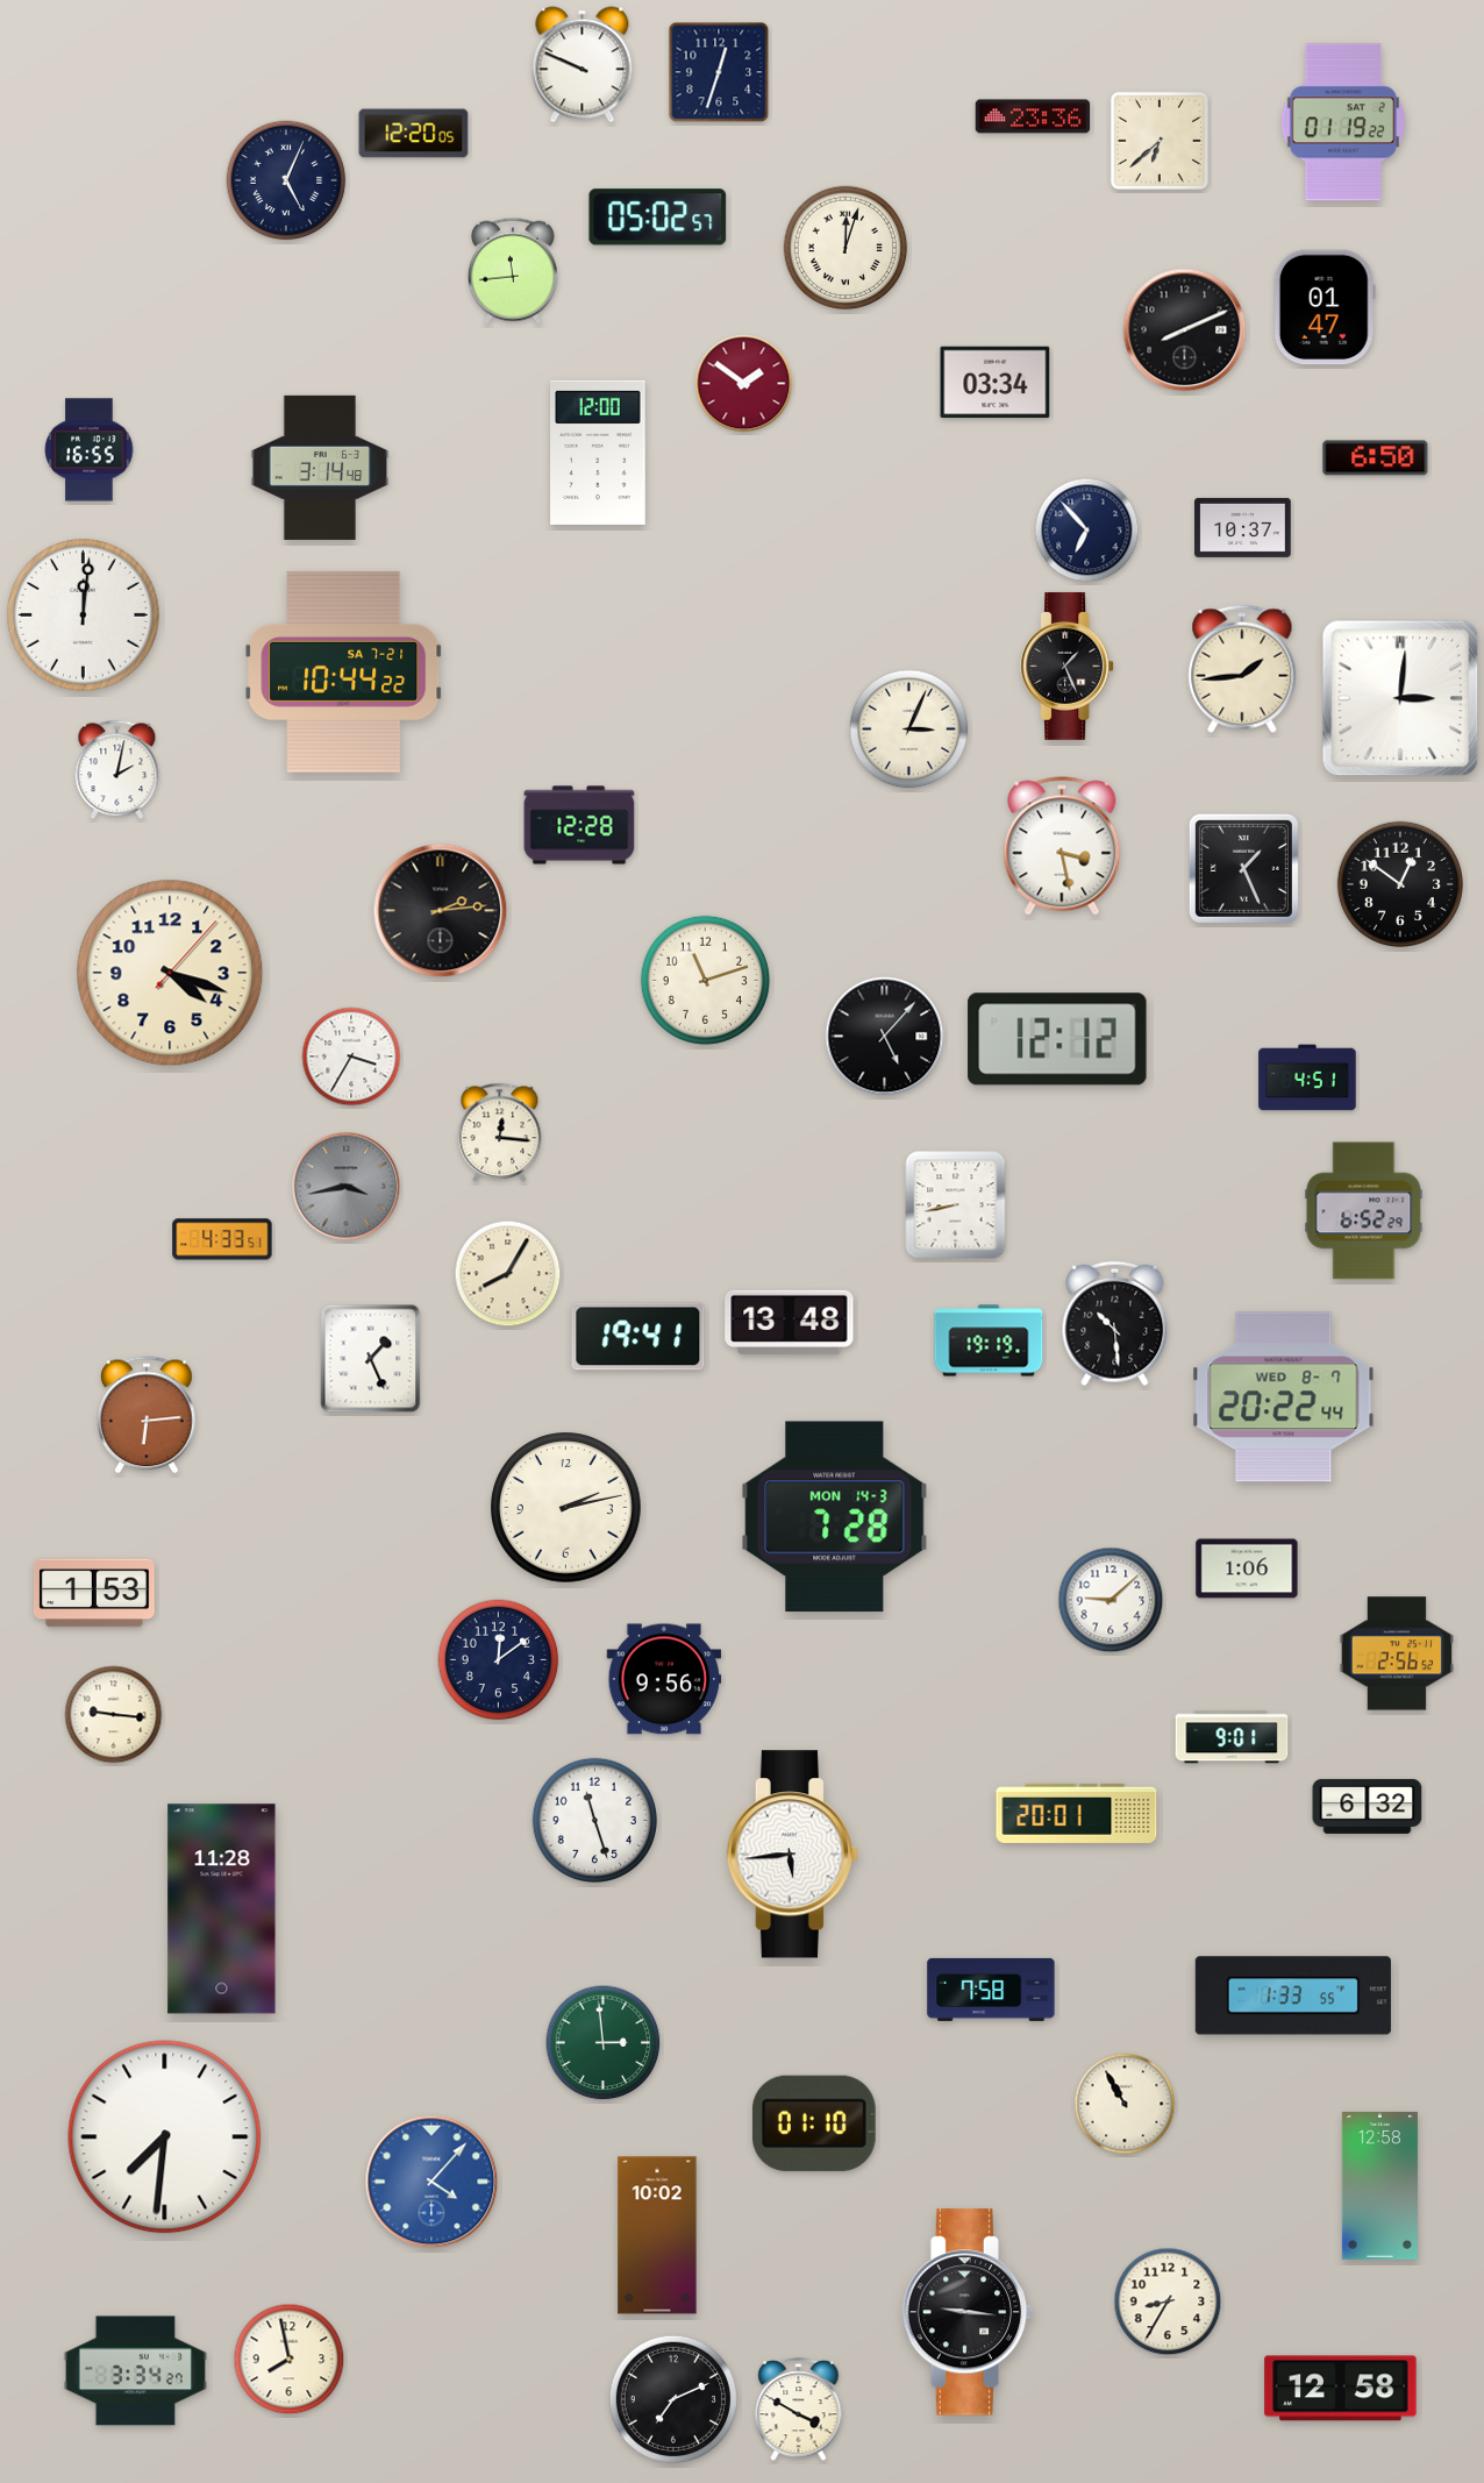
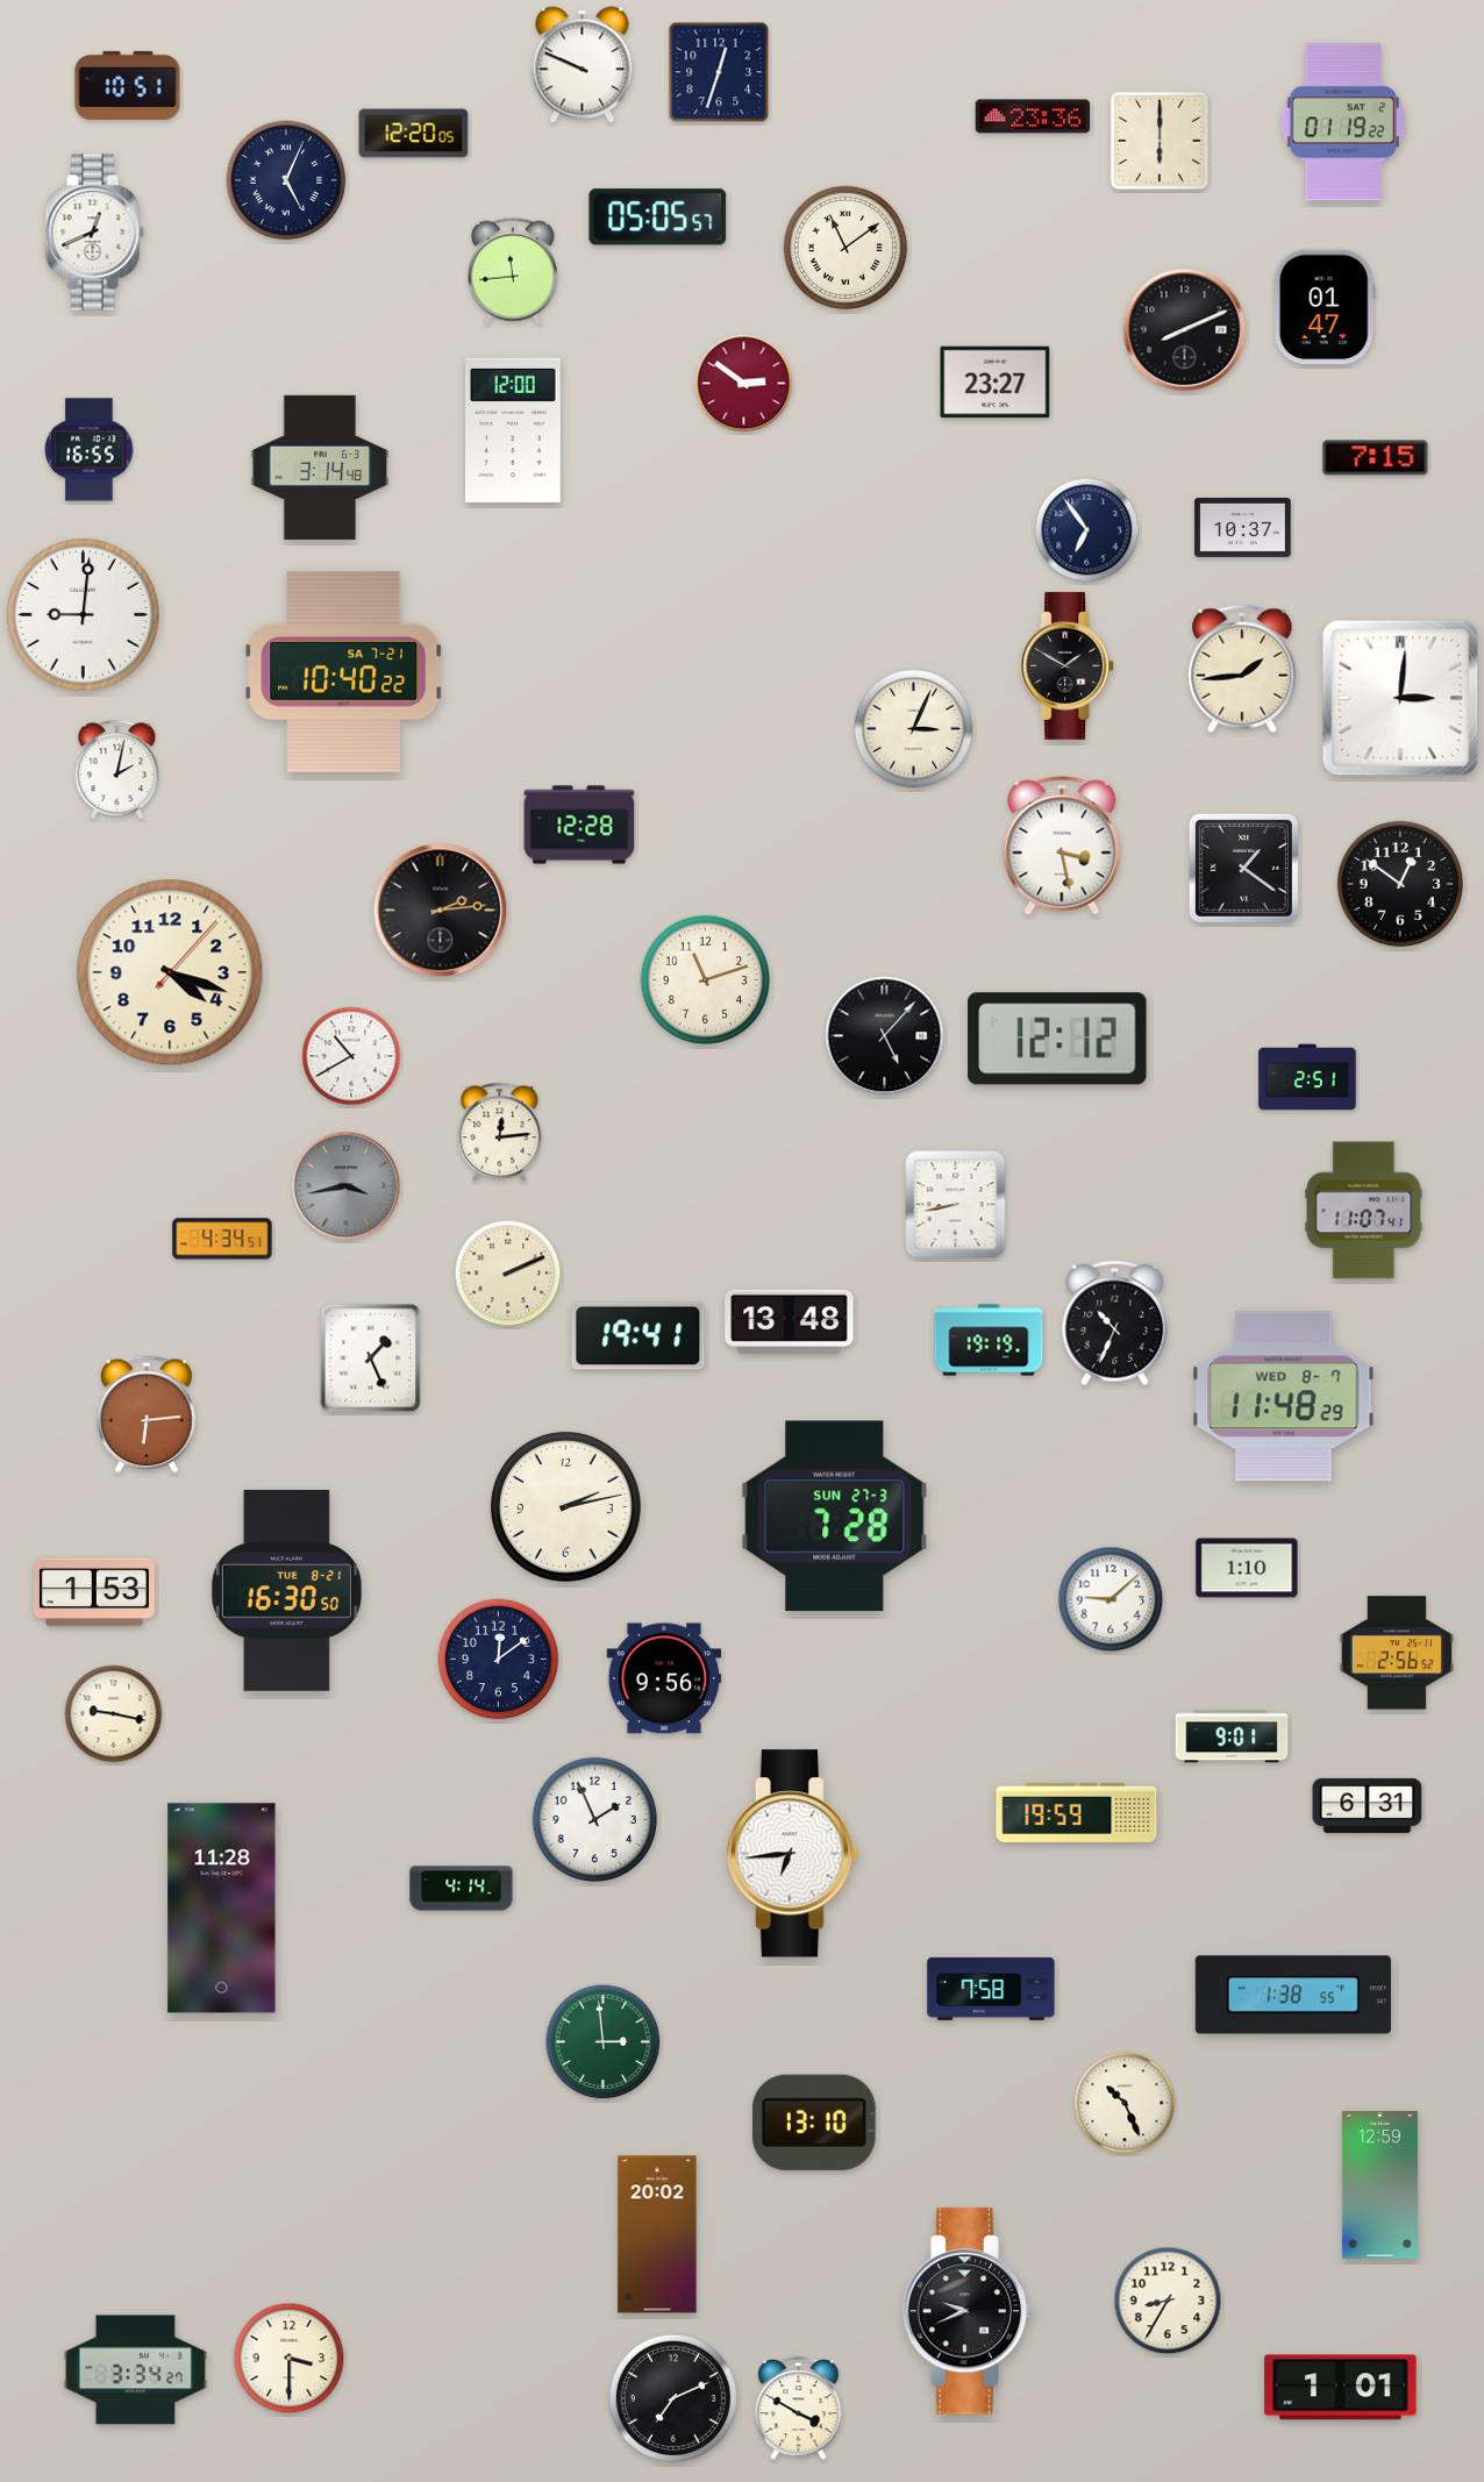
clock at (128, 85): none -> 10:51
clock at (1160, 141): 6:38 -> 6:00
clock at (658, 218): 05:02 -> 05:05
clock at (94, 233): none -> 12:41
clock at (846, 248): 12:03 -> 11:09
clock at (996, 383): 03:34 -> 23:27
clock at (744, 384): 1:51 -> 2:51
clock at (599, 453) position: (599, 453) -> (514, 430)
clock at (1376, 458): 6:50 -> 7:15
clock at (1087, 531): 6:53 -> 6:54
clock at (84, 616): 12:01 -> 9:01
clock at (1068, 666): 1:26 -> 1:50
clock at (344, 671): 10:44 -> 10:40
clock at (909, 730) position: (909, 730) -> (914, 729)
clock at (1243, 868): 1:26 -> 1:21
clock at (351, 1056): 3:35 -> 10:40
clock at (1307, 1077): 4:51 -> 2:51
clock at (500, 1133): 12:16 -> 12:14
clock at (1364, 1211): 6:52 -> 11:07
clock at (222, 1239): 4:33 -> 4:34
clock at (508, 1274): 8:05 -> 2:11
clock at (1115, 1324): 10:29 -> 10:34
clock at (1284, 1397): 20:22 -> 11:48
clock at (835, 1517) date: MON 14-3 -> SUN 27-3
clock at (1247, 1568): 1:06 -> 1:10
clock at (286, 1590): none -> 16:30
clock at (114, 1715): 9:16 -> 9:17
clock at (1368, 1806): 6:32 -> 6:31
clock at (1077, 1813): 20:01 -> 19:59
clock at (594, 1820): 11:27 -> 1:56
clock at (792, 1855): 5:44 -> 6:44
clock at (462, 1889): none -> 4:14
clock at (1293, 1995): 1:33 -> 1:38
clock at (1125, 2104): 10:55 -> 10:26
clock at (814, 2123): 01:10 -> 13:10
clock at (165, 2137): 7:31 -> none
clock at (431, 2182): 4:07 -> none
clock at (1379, 2185): 12:58 -> 12:59
clock at (657, 2235): 10:02 -> 20:02
clock at (968, 2312): 9:16 -> 9:41
clock at (290, 2360): 7:58 -> 3:30
clock at (1341, 2389): 12:58 -> 1:01
